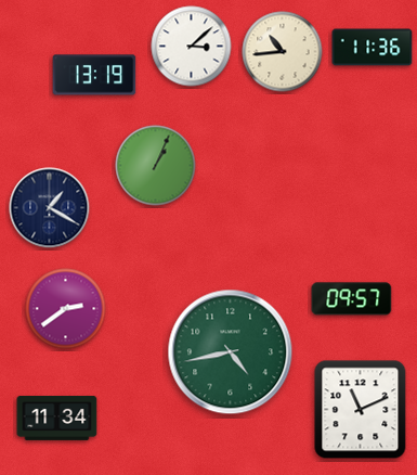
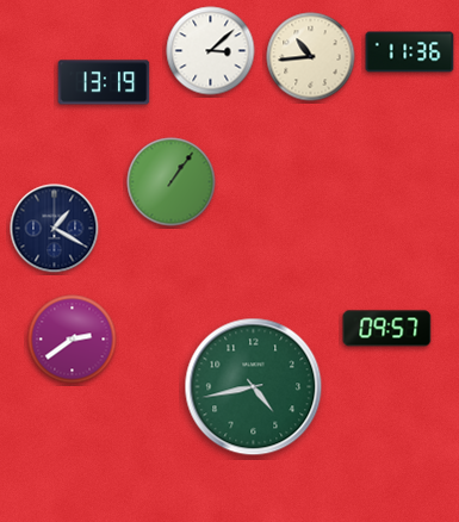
clock at (156, 166): 1:04 -> 1:06
clock at (361, 410): 11:11 -> none
clock at (57, 418): 11:34 -> none
